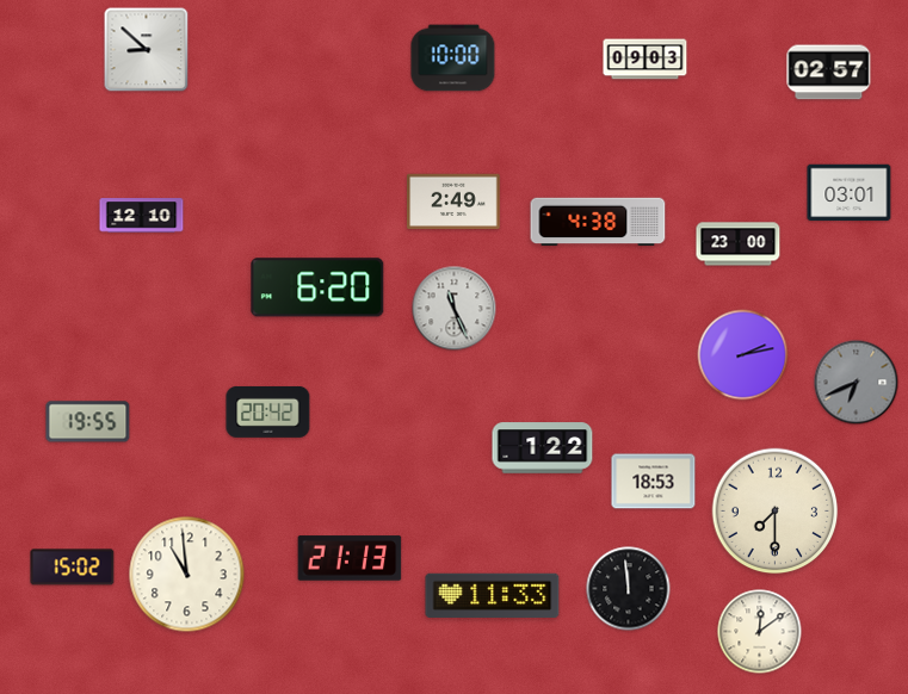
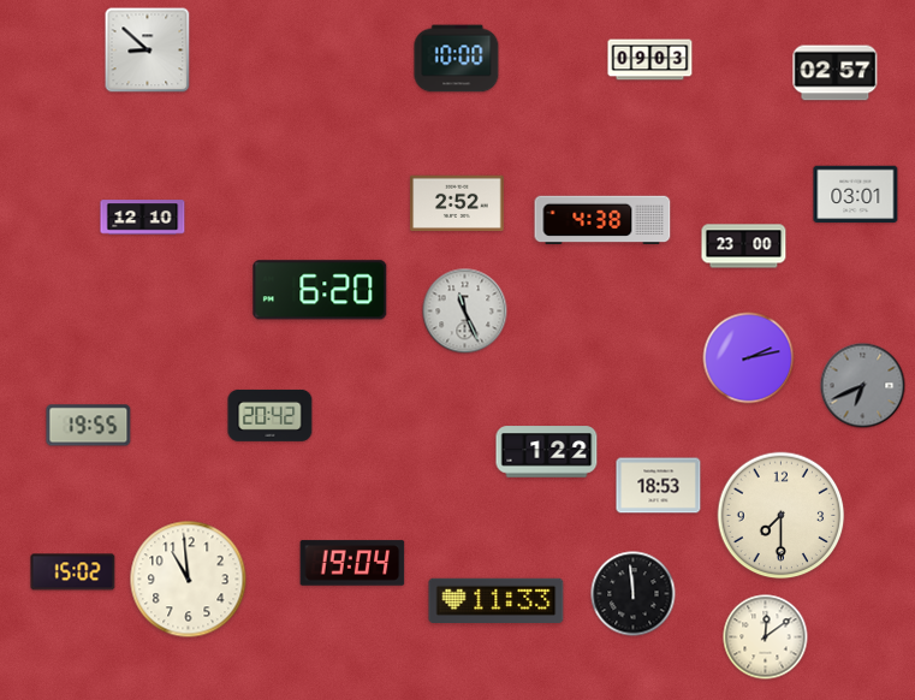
clock at (453, 202): 2:49 -> 2:52
clock at (598, 222) position: (598, 222) -> (602, 220)
clock at (455, 309) position: (455, 309) -> (465, 312)
clock at (350, 558): 21:13 -> 19:04
